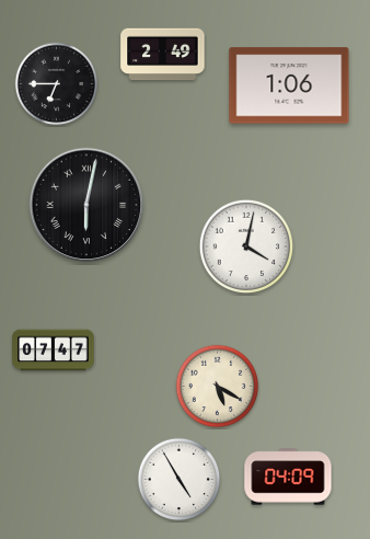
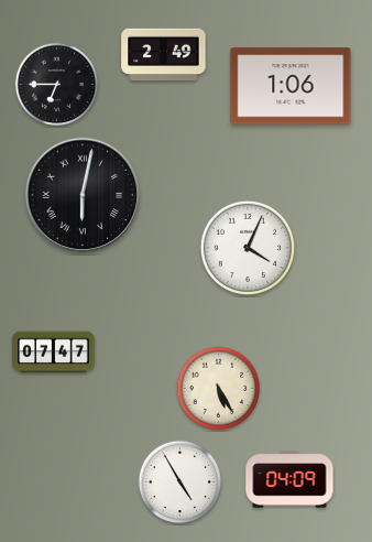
clock at (86, 205) position: (86, 205) -> (83, 195)
clock at (246, 246): 4:02 -> 4:04
clock at (218, 387): 5:20 -> 5:25
